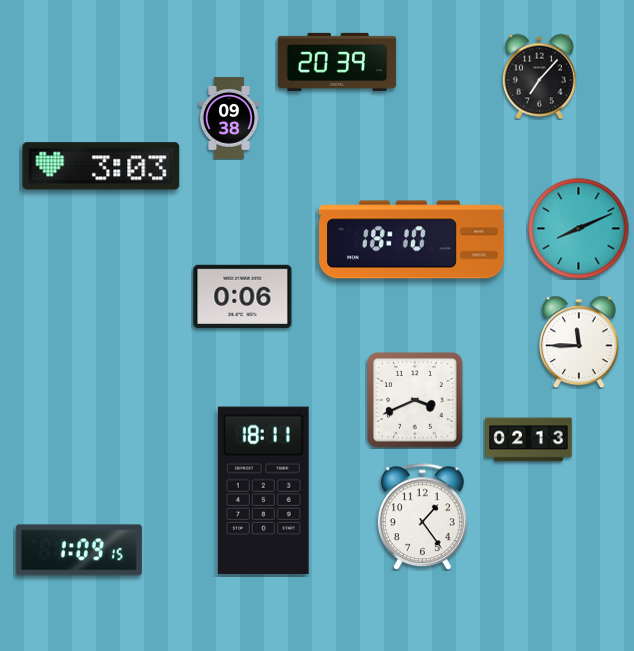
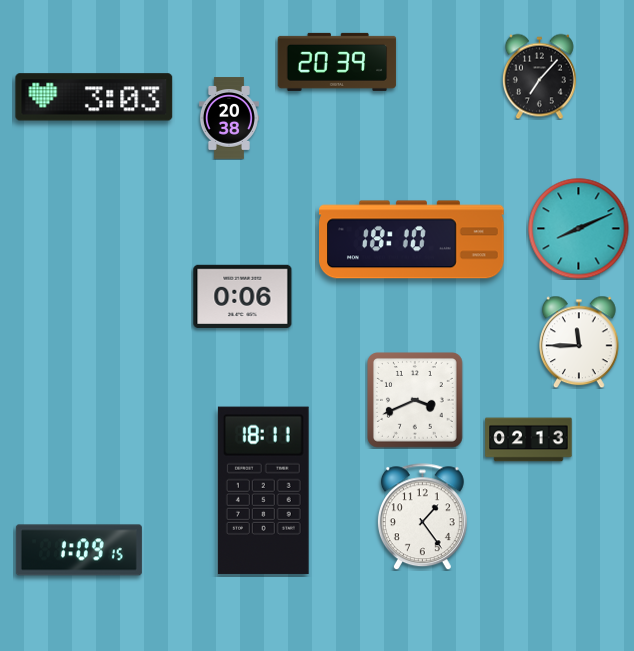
clock at (229, 118): 09:38 -> 20:38
clock at (101, 166) position: (101, 166) -> (94, 97)
